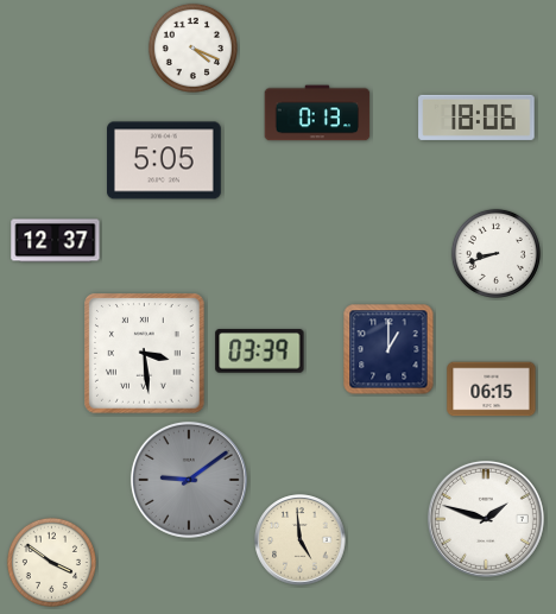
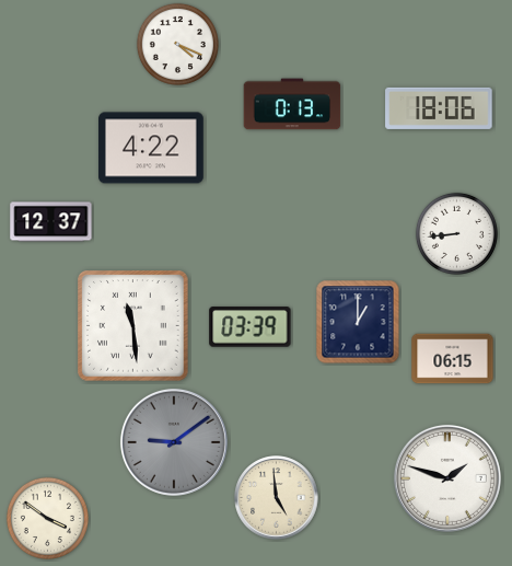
clock at (165, 160): 5:05 -> 4:22
clock at (495, 253): 8:42 -> 8:44
clock at (260, 352) position: (260, 352) -> (251, 327)
clock at (145, 354): 3:29 -> 11:29
